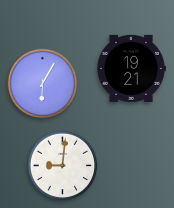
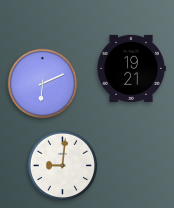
clock at (43, 84): 6:05 -> 6:11
